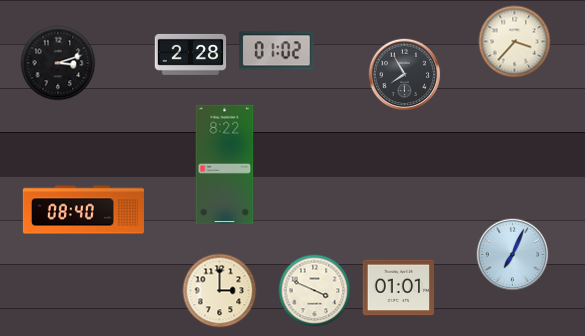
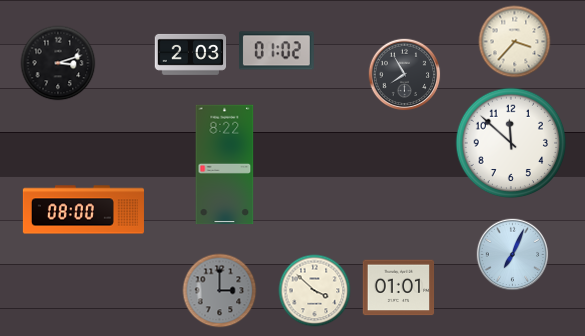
clock at (191, 54): 2:28 -> 2:03
clock at (511, 143): none -> 11:52
clock at (83, 210): 08:40 -> 08:00
clock at (220, 291) dial: cream -> grey
clock at (315, 291): 3:49 -> 3:52
